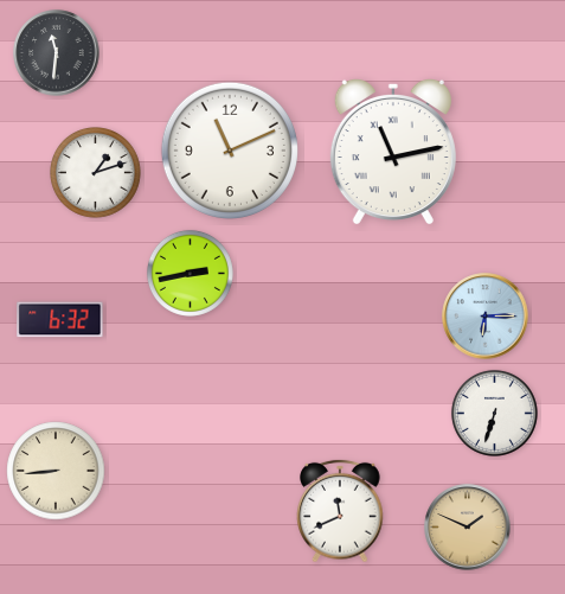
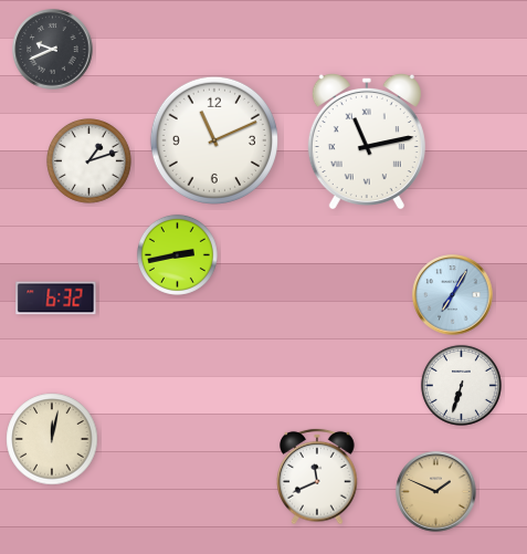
clock at (57, 53): 11:31 -> 9:41
clock at (486, 317): 6:15 -> 7:05
clock at (56, 471): 8:44 -> 12:02
